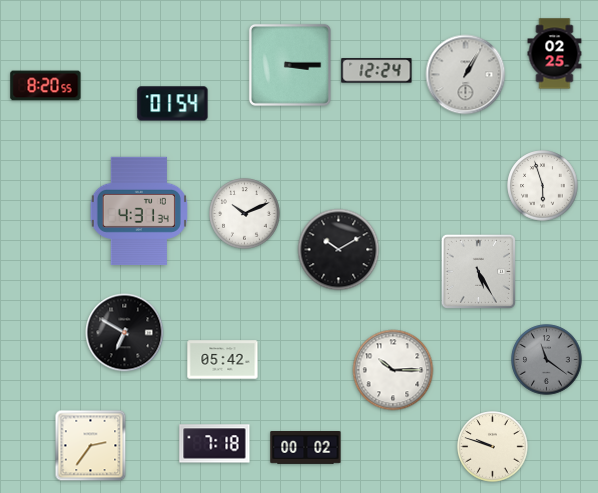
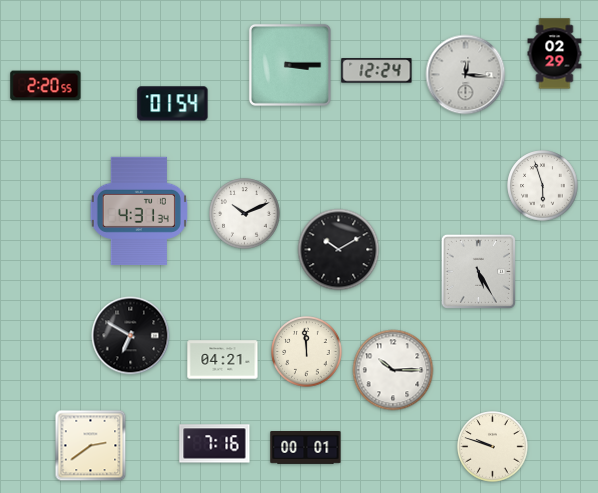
clock at (555, 54): 02:25 -> 02:29
clock at (466, 75): 1:05 -> 12:16
clock at (46, 86): 8:20 -> 2:20
clock at (125, 333) position: (125, 333) -> (131, 336)
clock at (307, 352): none -> 11:59
clock at (223, 360): 05:42 -> 04:21
clock at (547, 360): 11:21 -> none
clock at (215, 444): 7:18 -> 7:16
clock at (91, 446): 2:36 -> 2:39
clock at (306, 448): 00:02 -> 00:01
